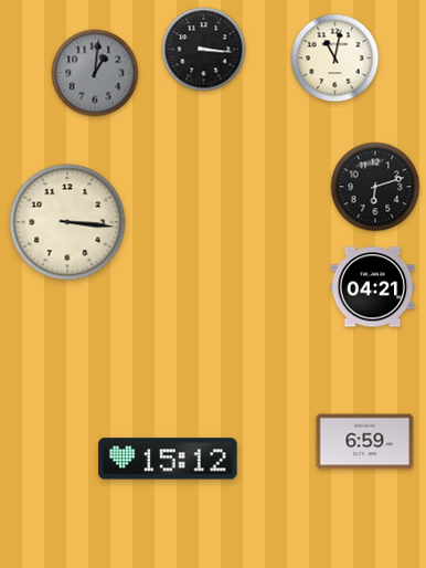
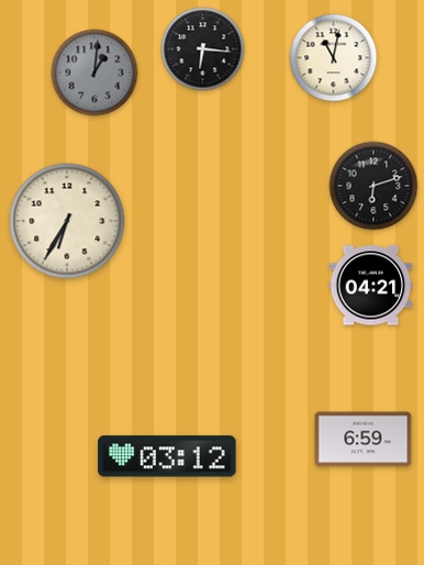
clock at (204, 50): 3:16 -> 6:16
clock at (67, 222): 3:16 -> 6:35
clock at (168, 459): 15:12 -> 03:12
